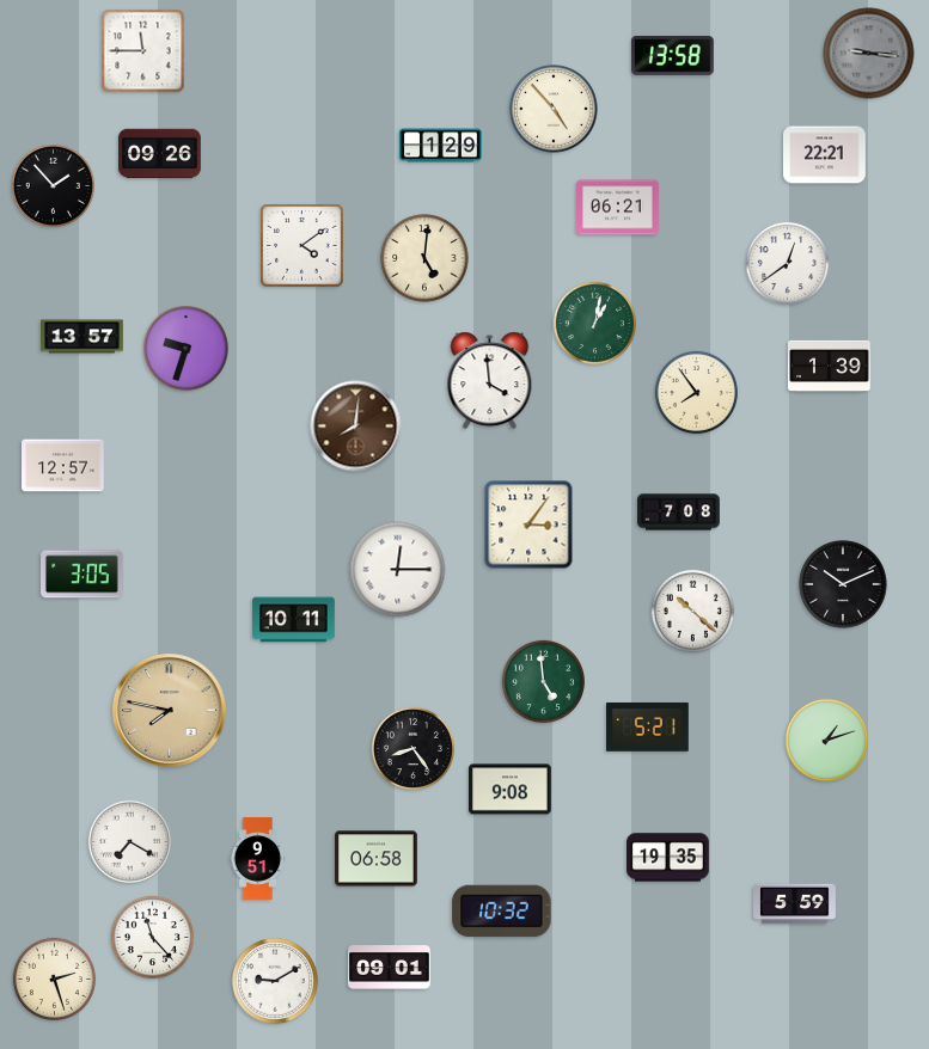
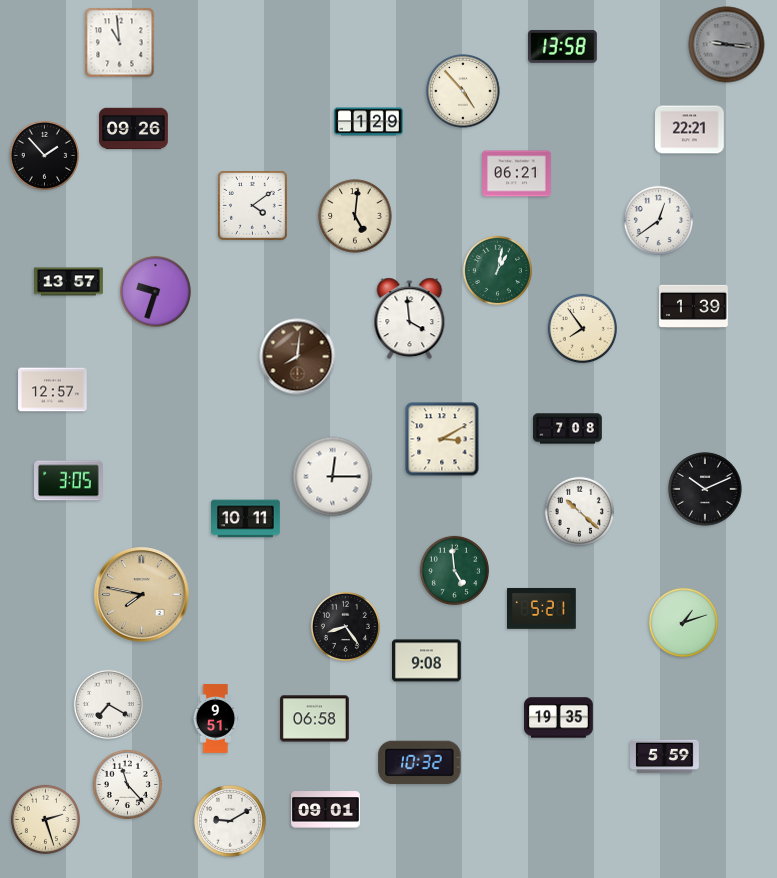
clock at (143, 51): 11:45 -> 10:59
clock at (528, 524): 3:06 -> 3:10
clock at (826, 740) position: (826, 740) -> (683, 622)
